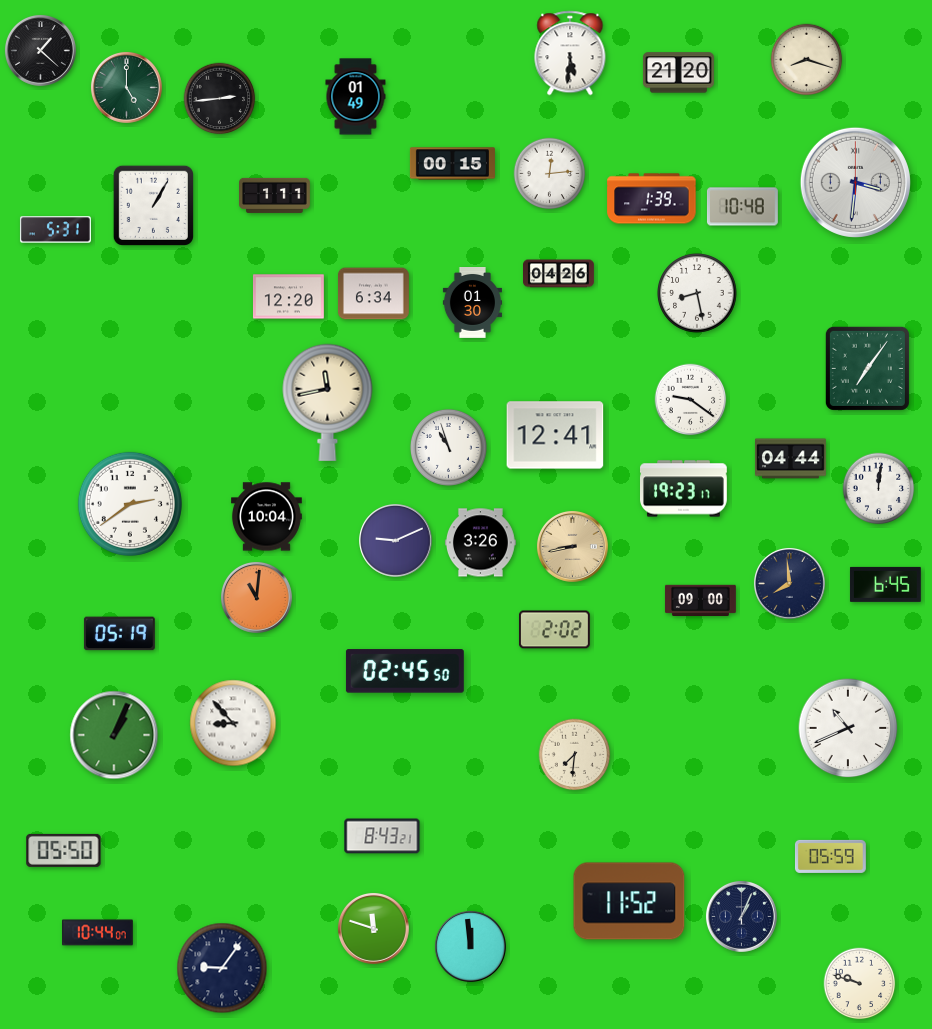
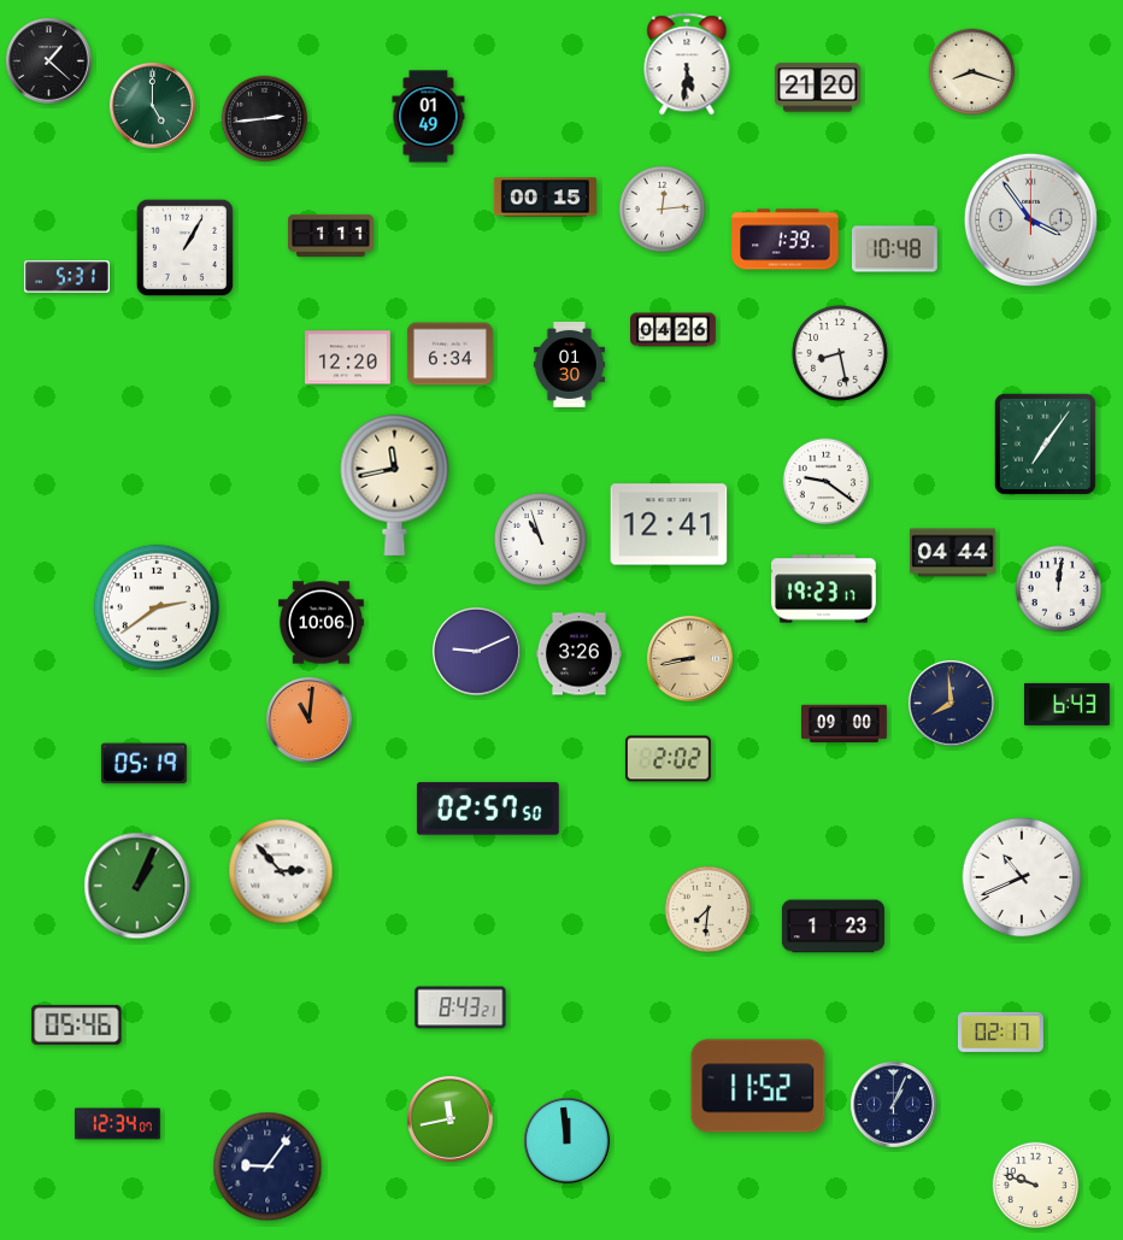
clock at (855, 182): 3:31 -> 3:54
clock at (691, 400) position: (691, 400) -> (827, 482)
clock at (267, 517): 10:04 -> 10:06
clock at (885, 584): 6:45 -> 6:43
clock at (405, 671): 02:45 -> 02:57
clock at (233, 723): 8:53 -> 2:53
clock at (575, 755) position: (575, 755) -> (709, 910)
clock at (833, 927): none -> 1:23
clock at (64, 850): 05:50 -> 05:46
clock at (830, 856): 05:59 -> 02:17
clock at (373, 928): 11:48 -> 11:43
clock at (98, 933): 10:44 -> 12:34
